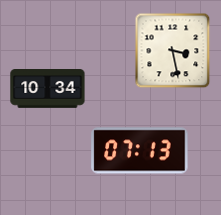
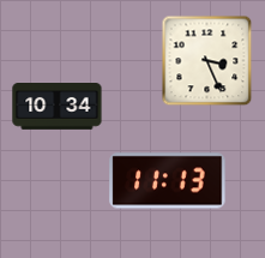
clock at (173, 51): 3:28 -> 3:26
clock at (140, 151): 07:13 -> 11:13
